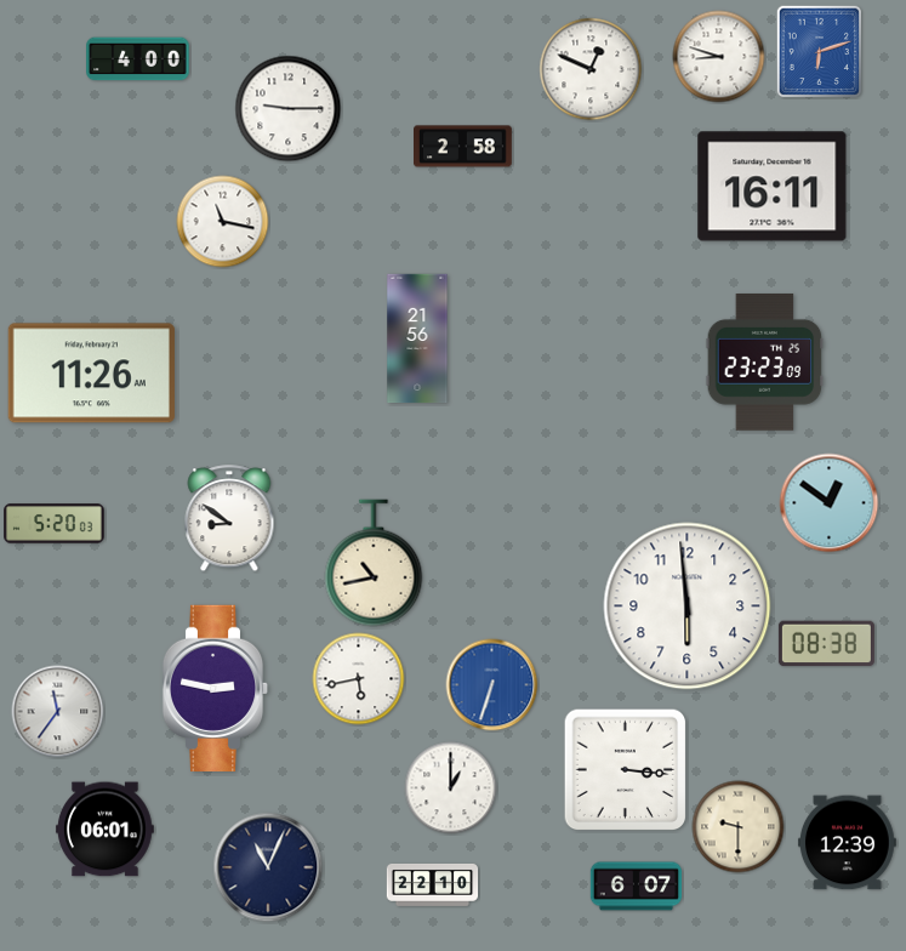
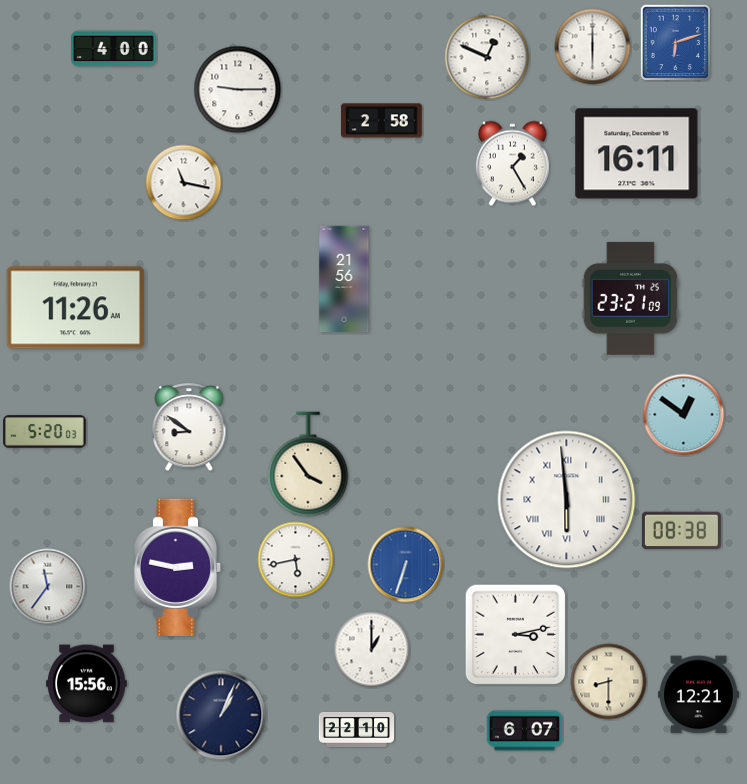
clock at (719, 57): 8:48 -> 6:00
clock at (512, 164): none -> 1:25
clock at (765, 361): 23:23 -> 23:21
clock at (374, 563): 10:43 -> 3:54
clock at (688, 607) numerals: Arabic -> Roman
clock at (626, 770): 3:16 -> 3:13
clock at (739, 827): 9:30 -> 8:30
clock at (106, 830): 06:01 -> 15:56
clock at (847, 843): 12:39 -> 12:21
clock at (268, 867): 11:04 -> 1:04
